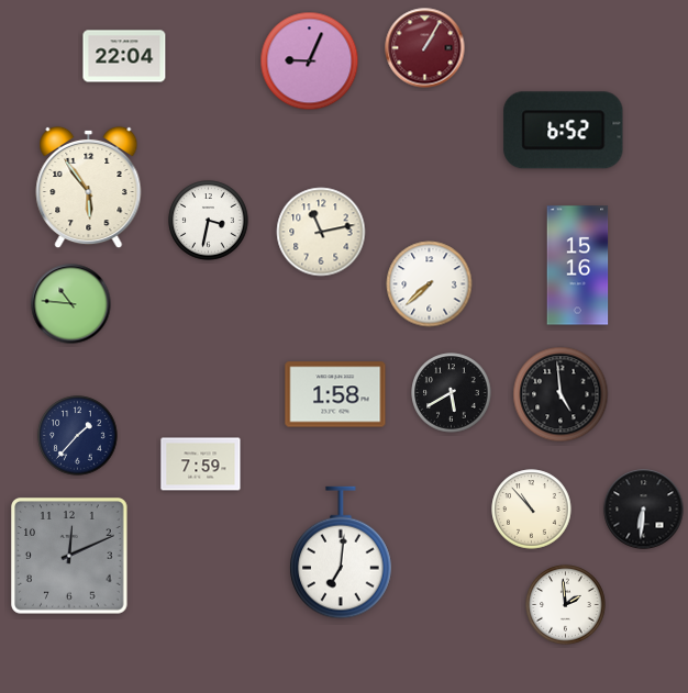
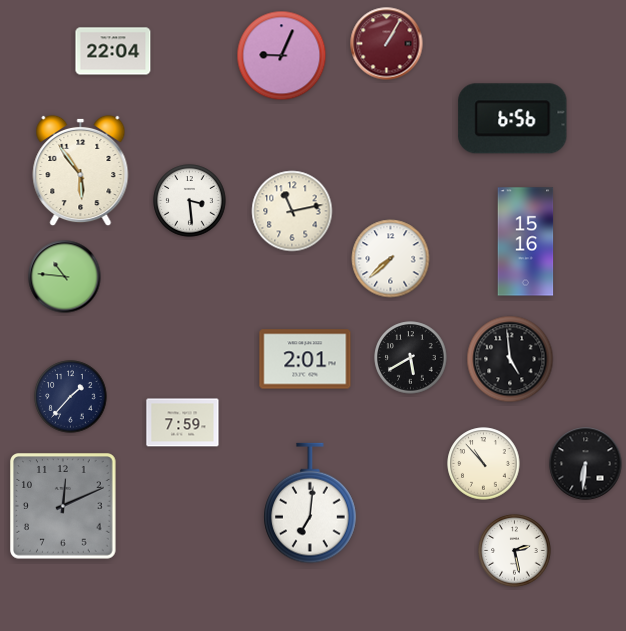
clock at (564, 131): 6:52 -> 6:56
clock at (209, 221): 3:32 -> 3:29
clock at (335, 394): 1:58 -> 2:01
clock at (566, 605): 1:59 -> 2:28
